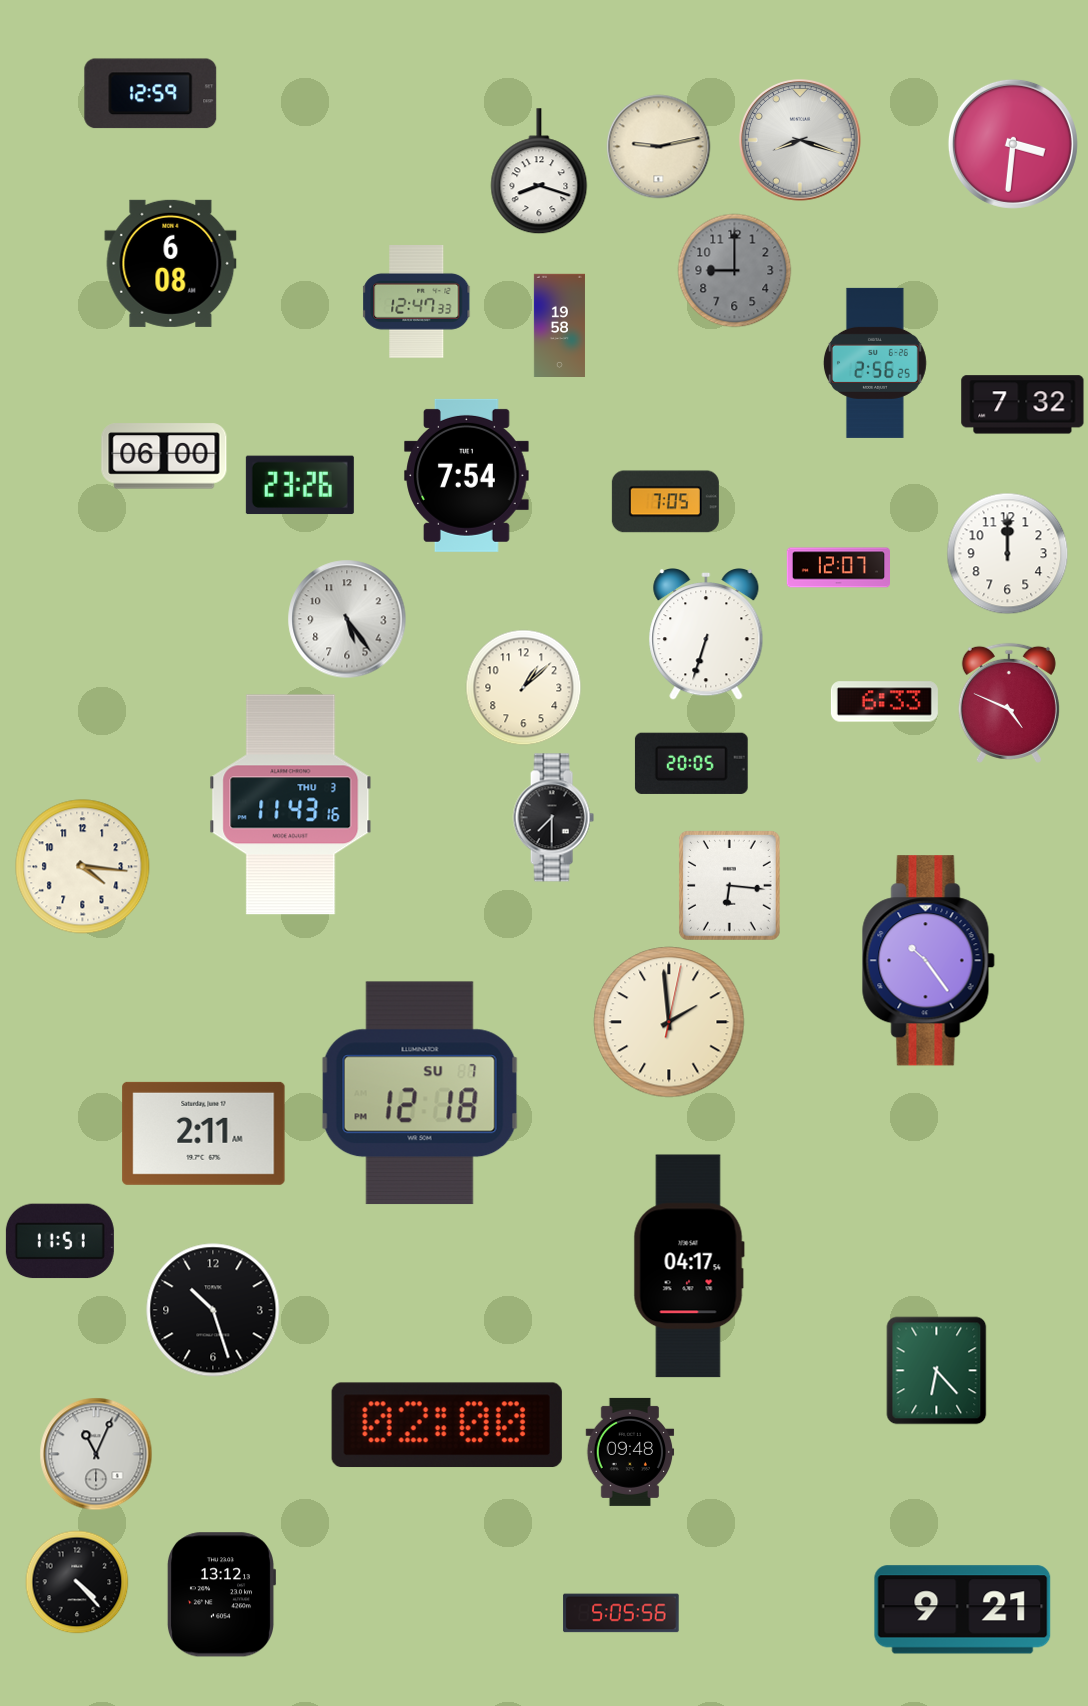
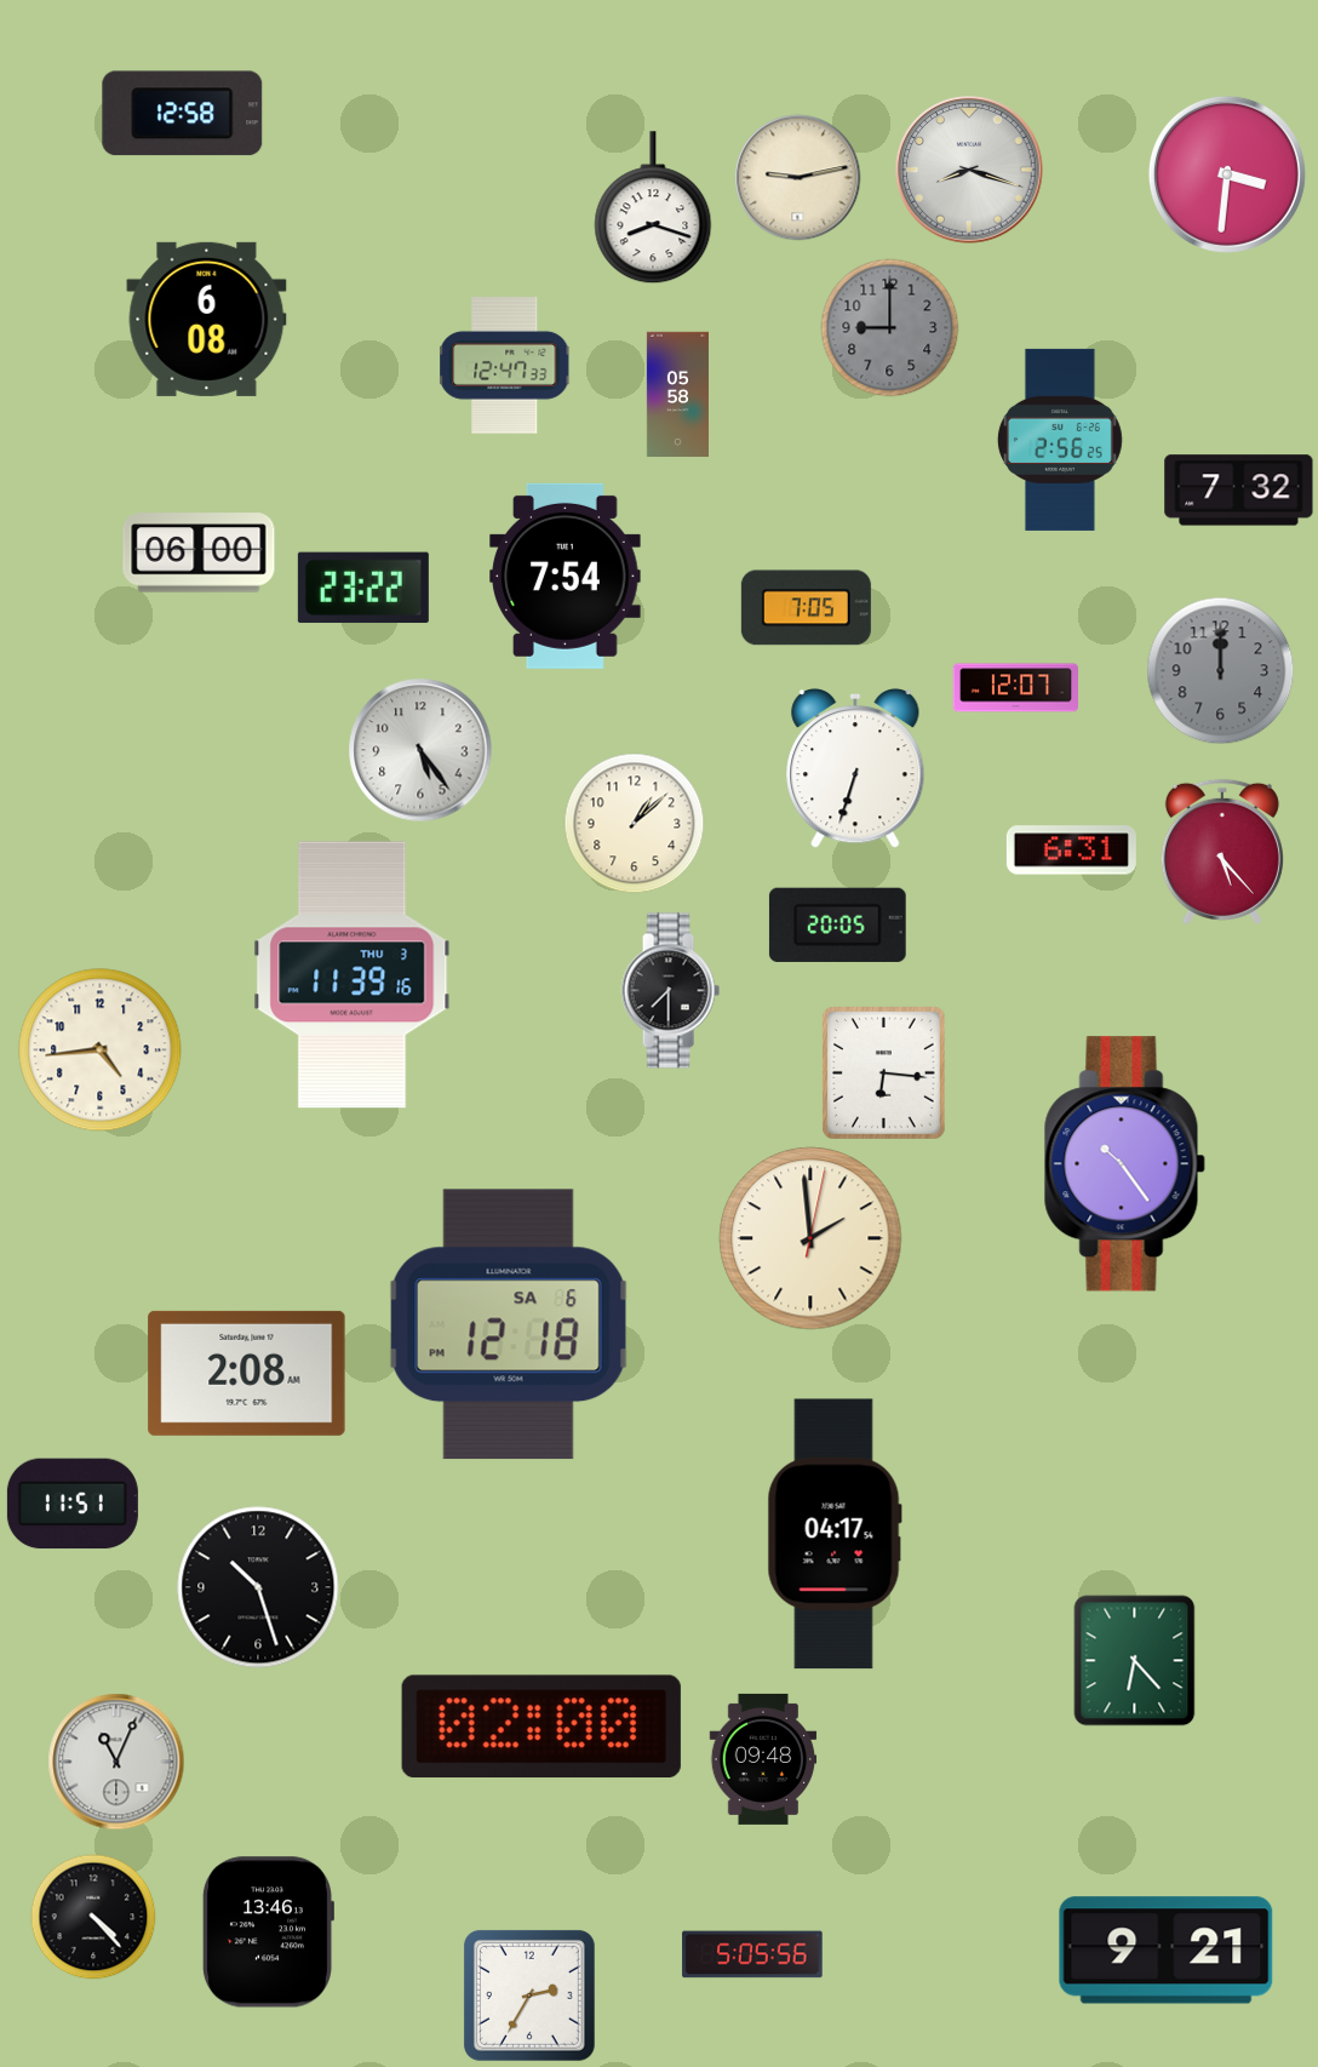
clock at (151, 94): 12:59 -> 12:58
clock at (559, 325): 19:58 -> 05:58
clock at (300, 485): 23:26 -> 23:22
clock at (1008, 554) dial: white -> grey
clock at (524, 688) position: (524, 688) -> (635, 824)
clock at (884, 702): 6:33 -> 6:31
clock at (1009, 703): 4:49 -> 5:23
clock at (291, 805): 11:43 -> 11:39
clock at (83, 867): 4:16 -> 4:44
clock at (420, 1093) date: SU 7 -> SA 6
clock at (204, 1133): 2:11 -> 2:08
clock at (220, 1595): 13:12 -> 13:46
clock at (529, 1996): none -> 2:35
